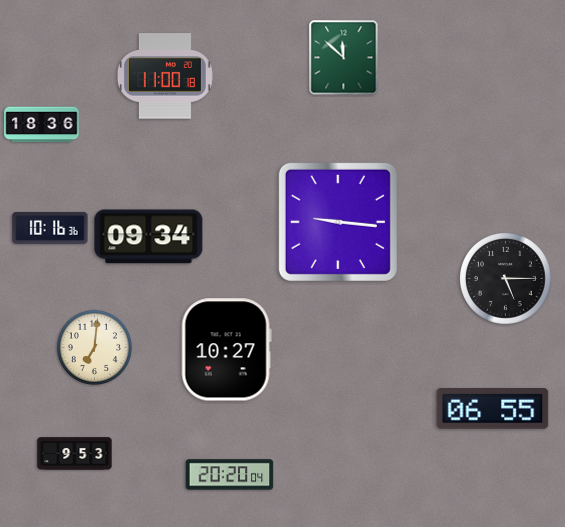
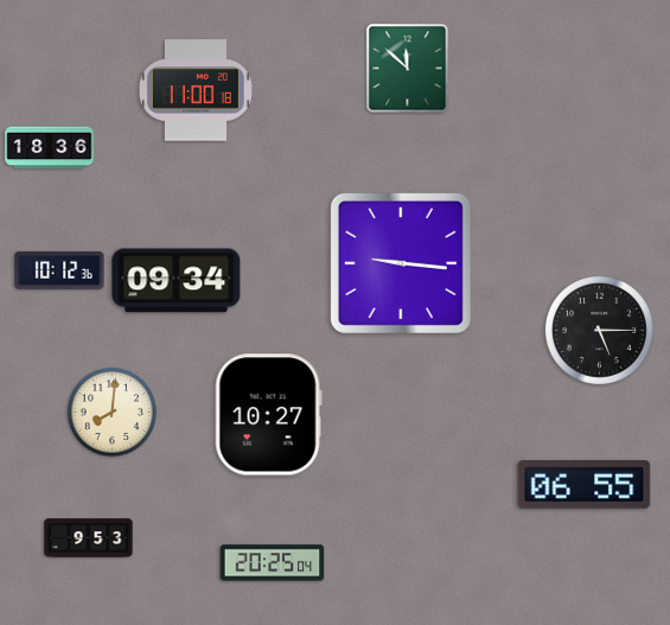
clock at (50, 228): 10:16 -> 10:12
clock at (94, 347): 7:01 -> 8:01
clock at (230, 475): 20:20 -> 20:25
